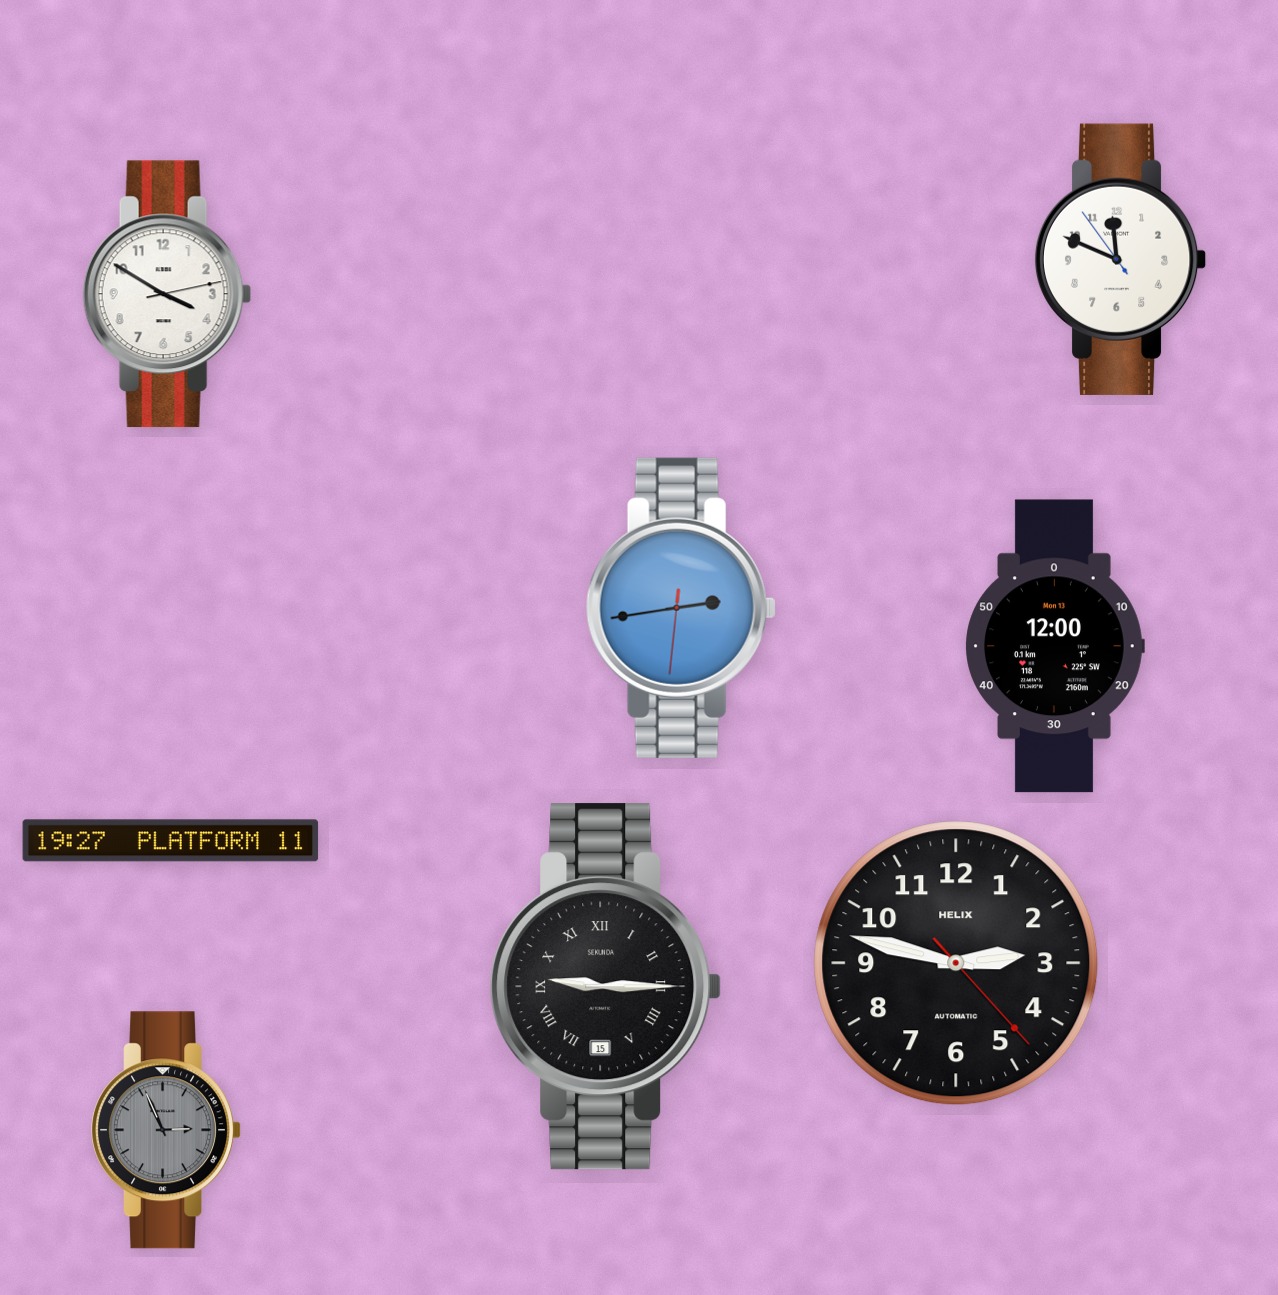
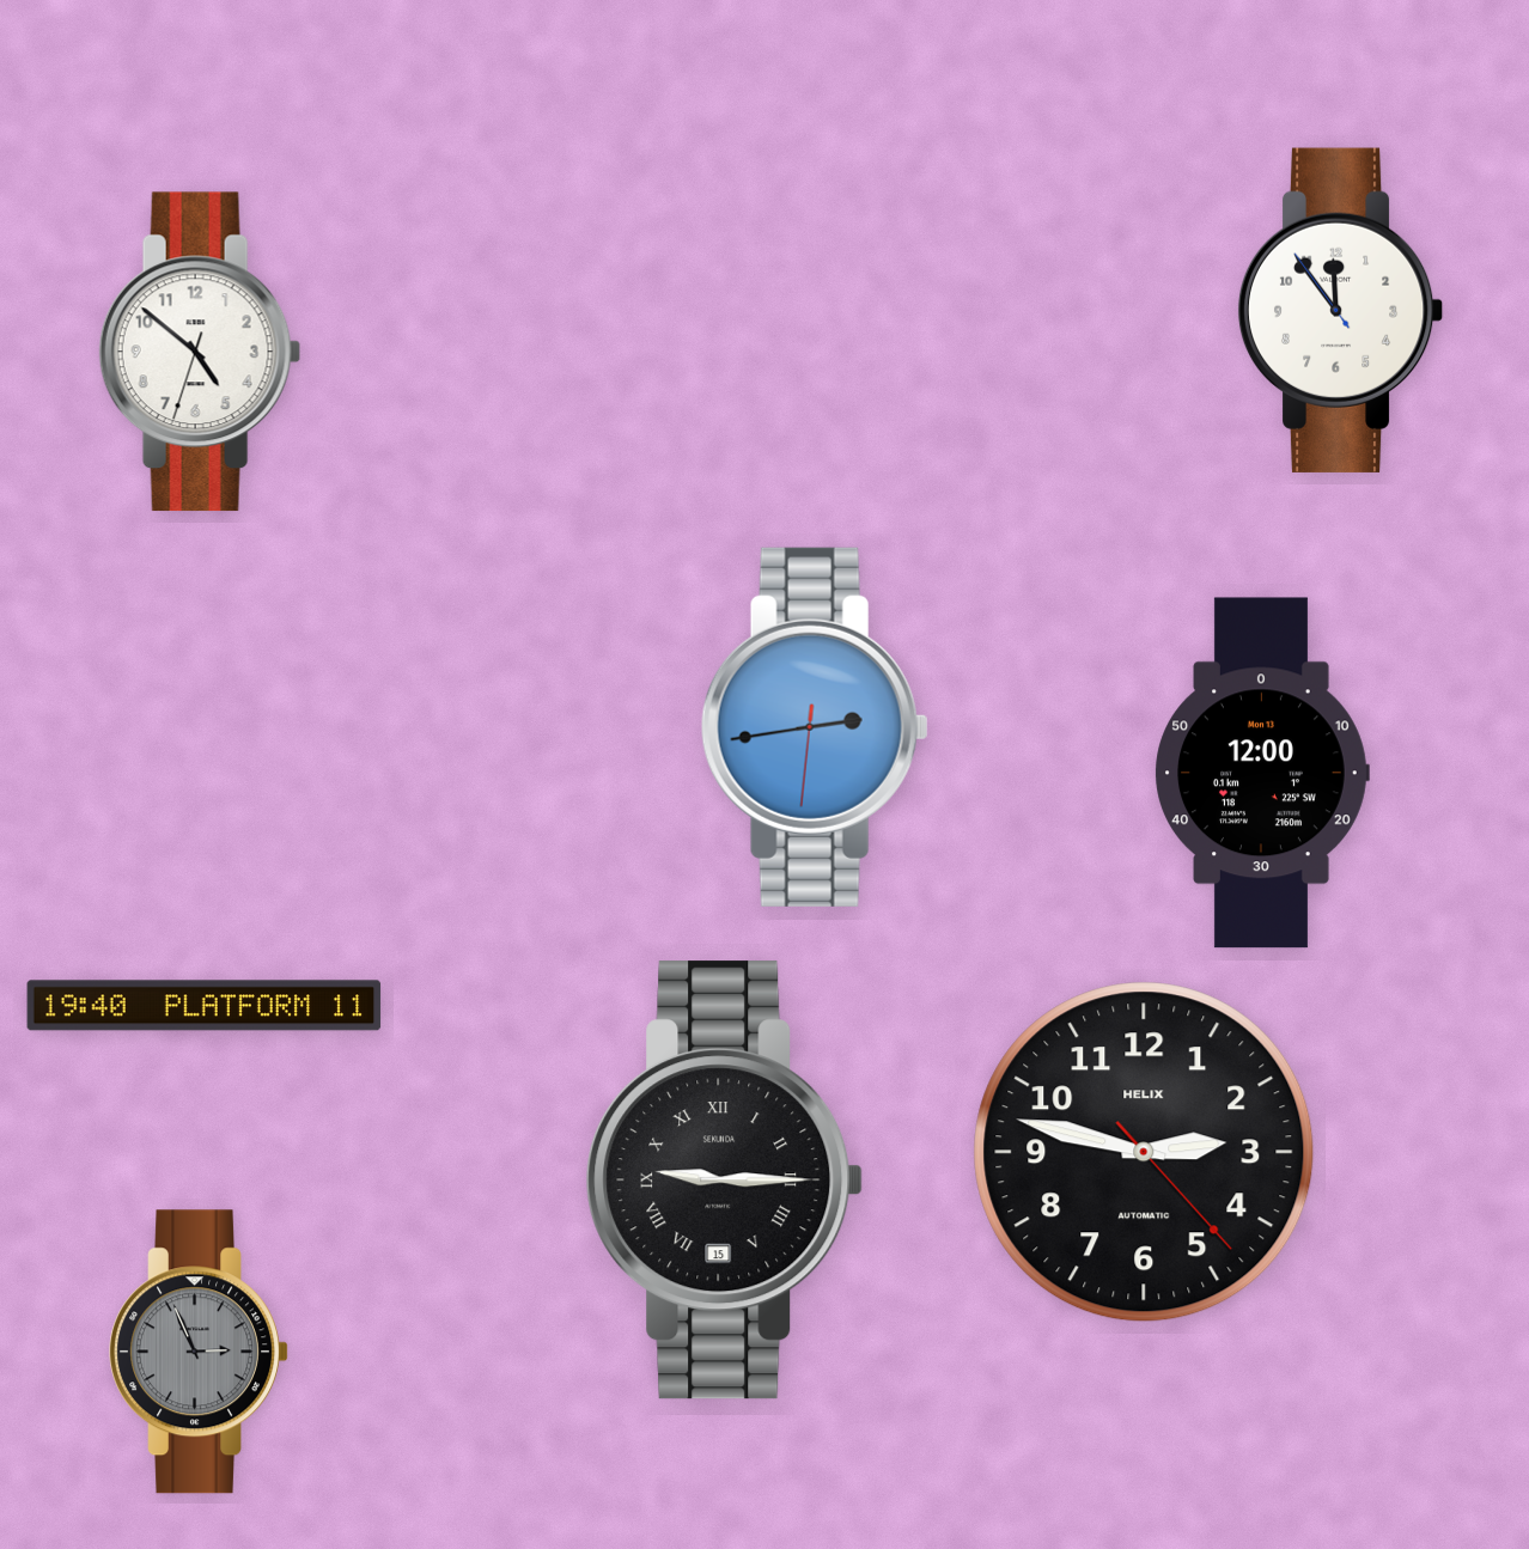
clock at (1120, 259): 11:48 -> 11:53
clock at (167, 294): 3:50 -> 4:51
clock at (171, 841): 19:27 -> 19:40
